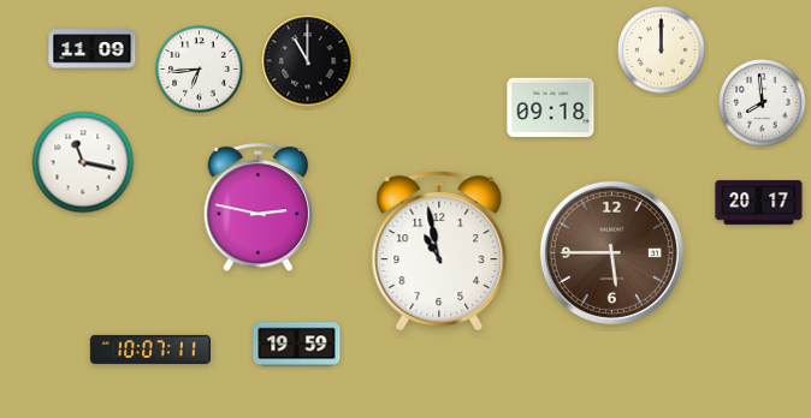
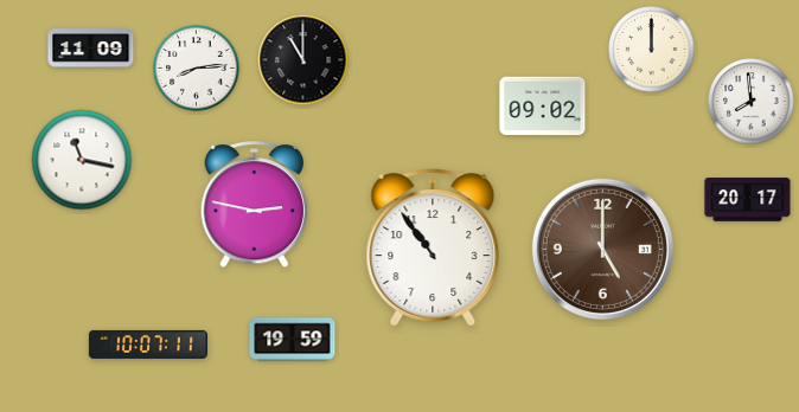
clock at (200, 70): 6:44 -> 8:14
clock at (551, 108): 09:18 -> 09:02
clock at (439, 251): 10:58 -> 10:54
clock at (611, 252): 5:45 -> 5:00
